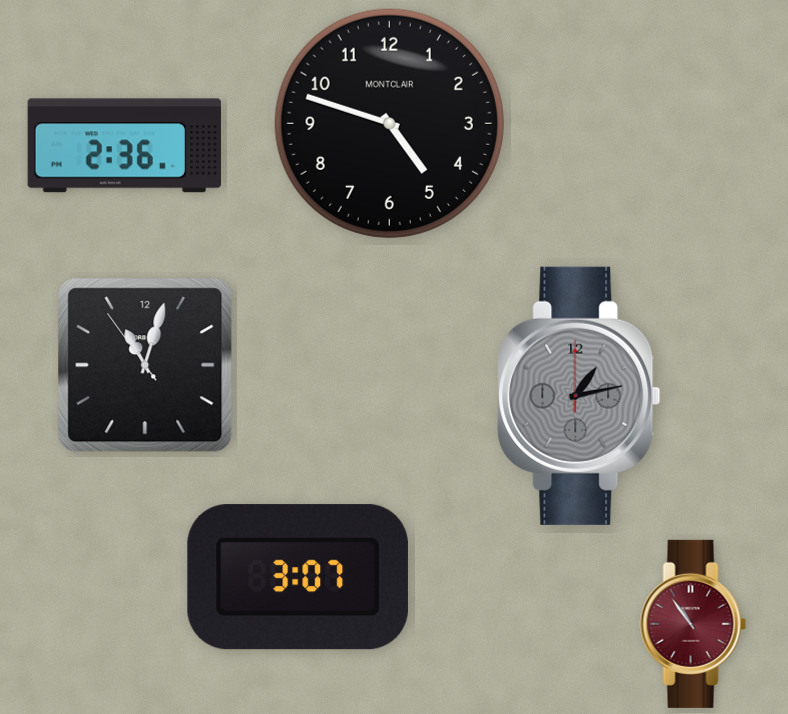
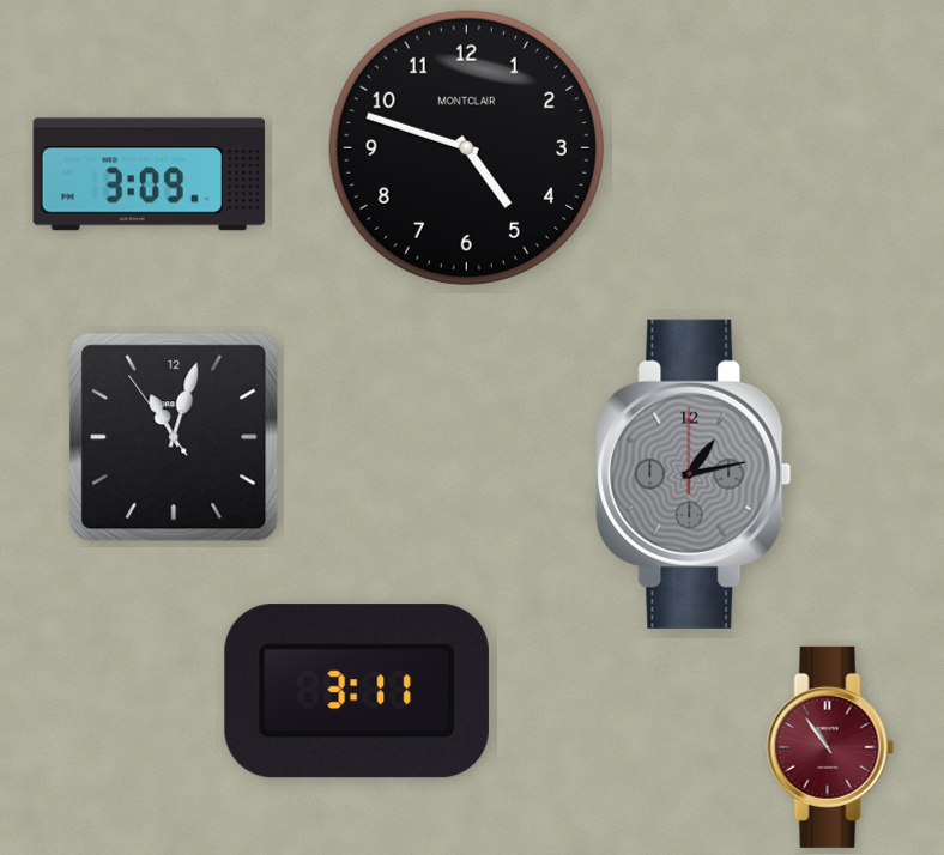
clock at (124, 146): 2:36 -> 3:09
clock at (298, 577): 3:07 -> 3:11
